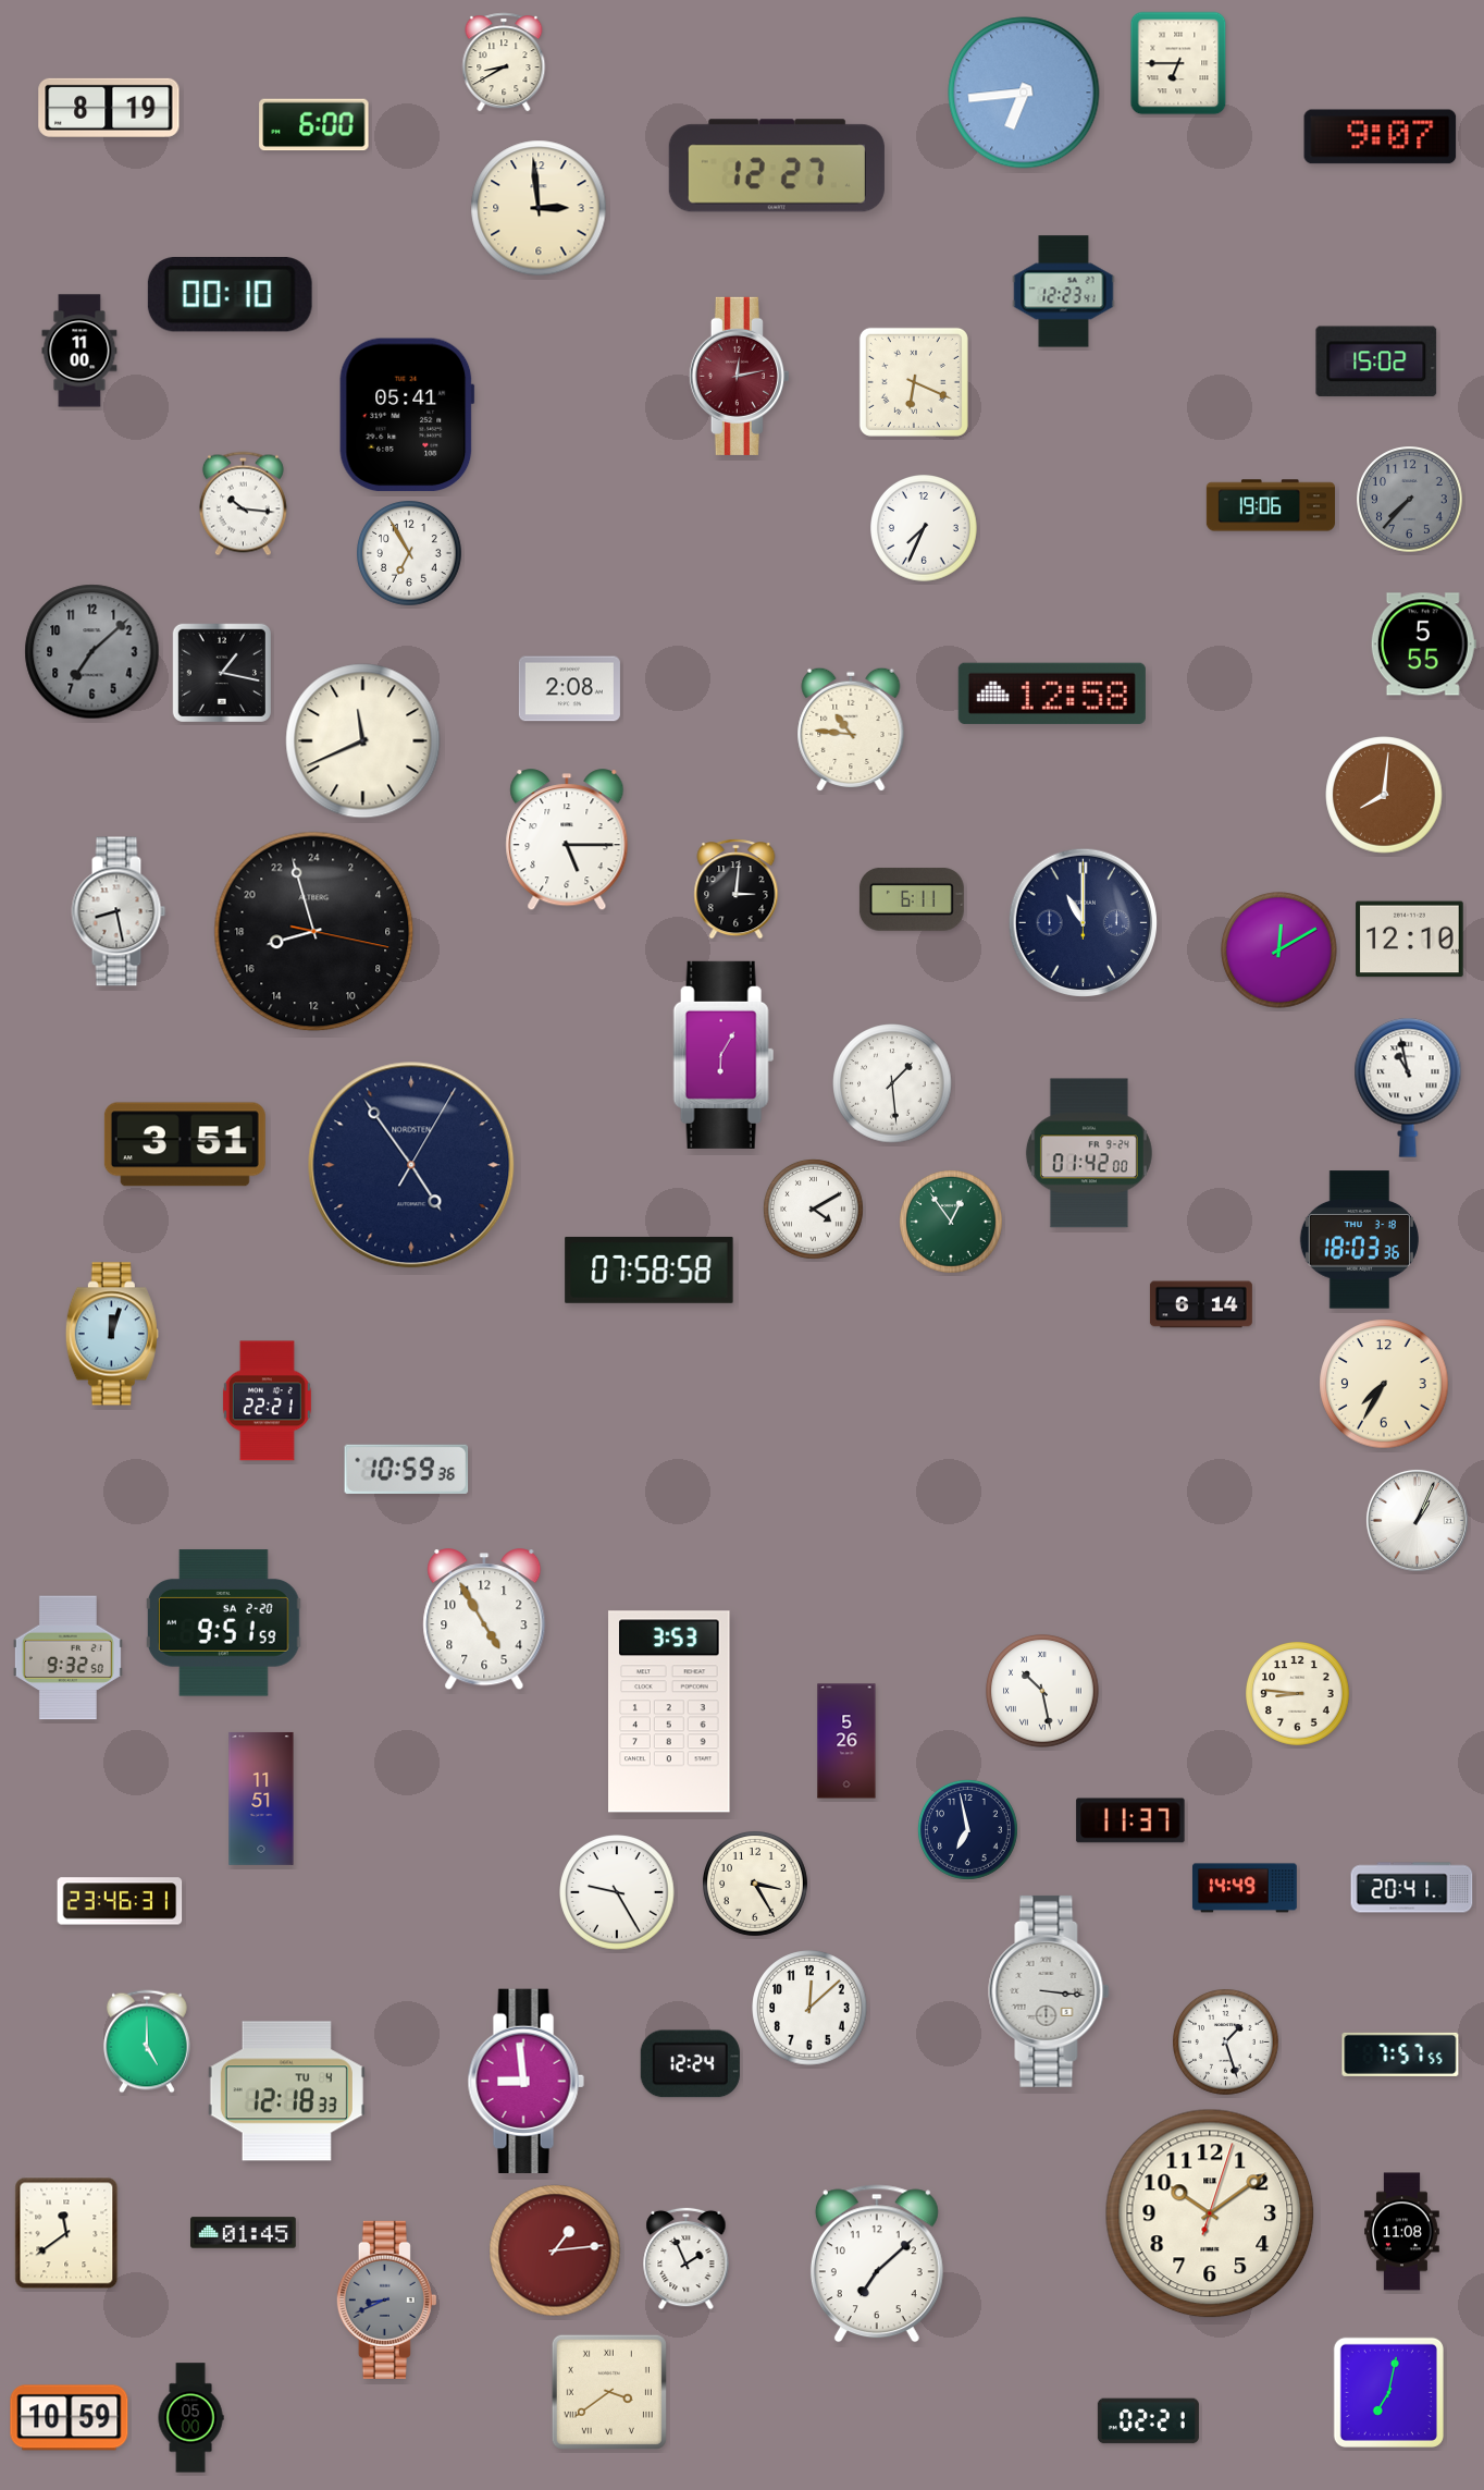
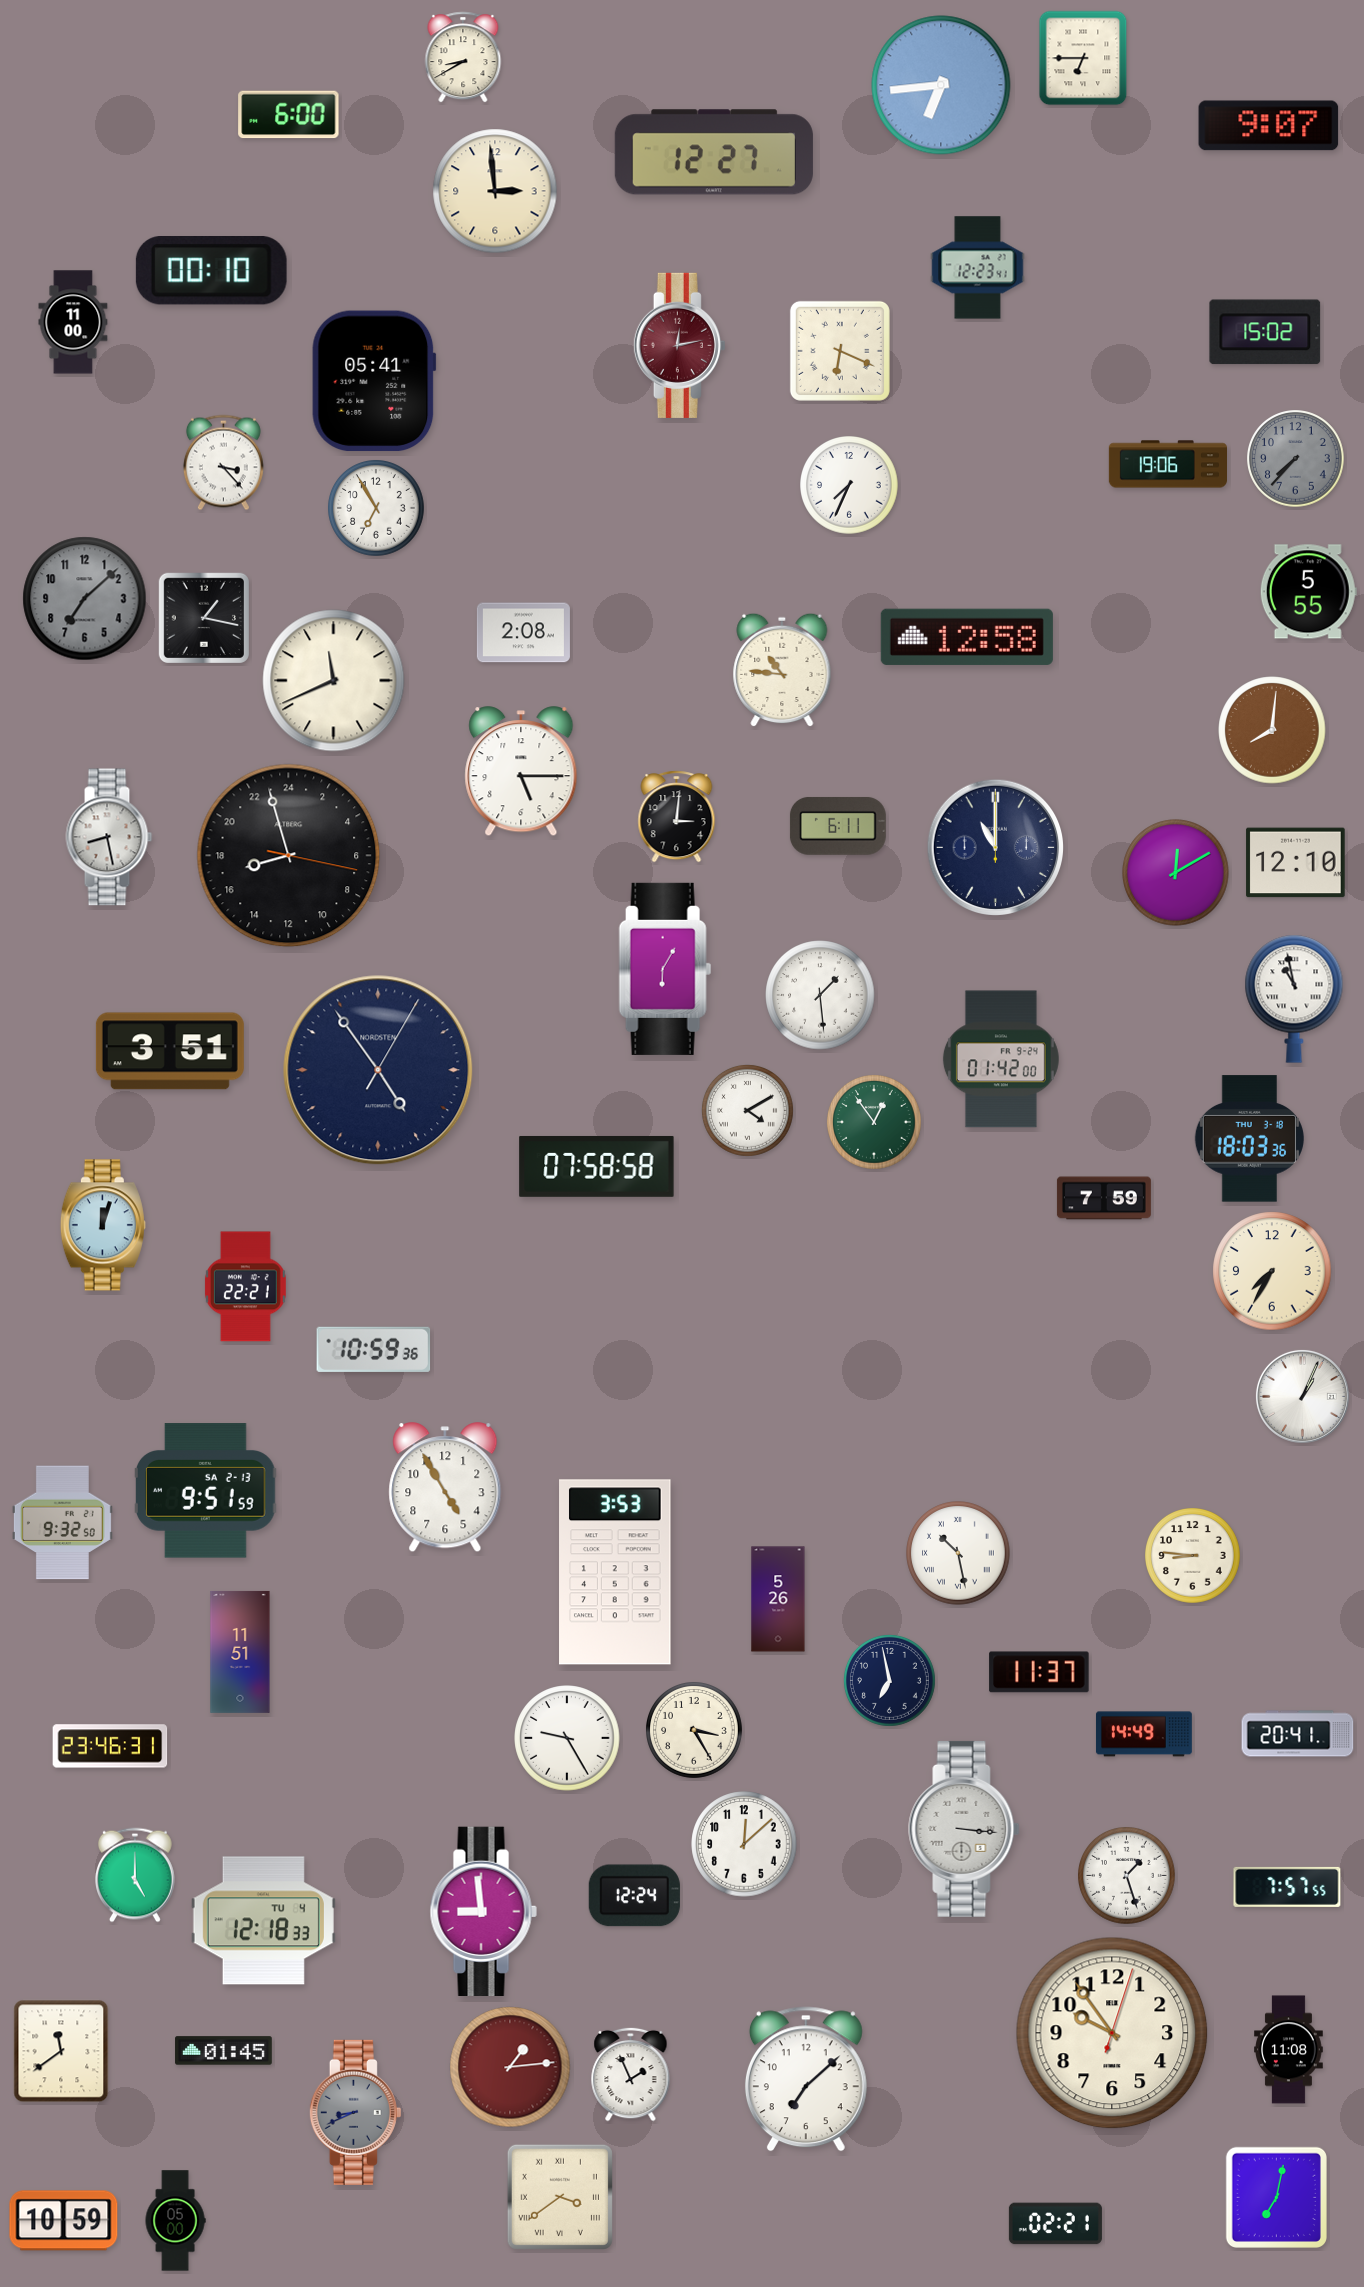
clock at (109, 108): 8:19 -> none
clock at (243, 504): 10:16 -> 3:23
clock at (1201, 1304): 6:14 -> 7:59
clock at (224, 1623) date: SA 2-20 -> SA 2-13
clock at (1210, 2213): 10:09 -> 9:54
